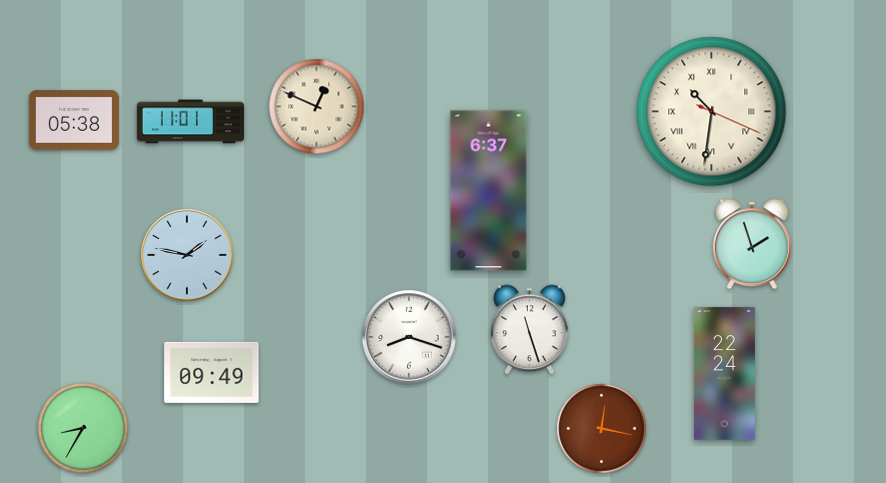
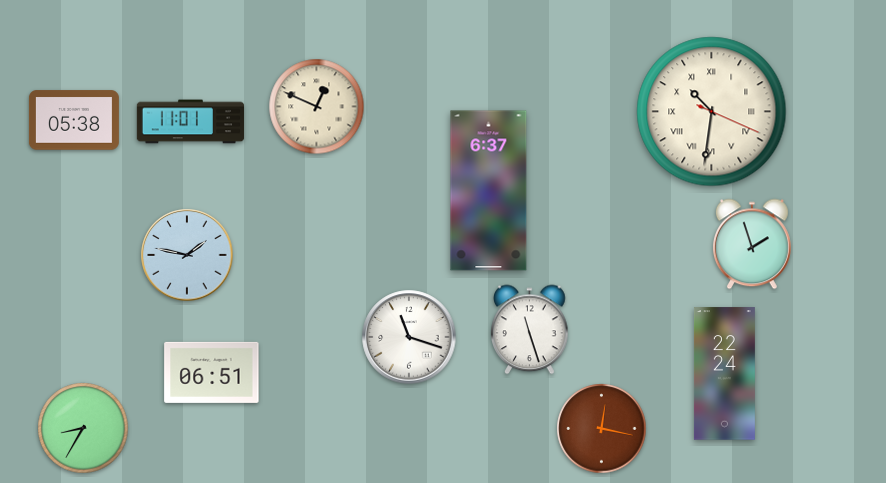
clock at (409, 337): 8:18 -> 11:18
clock at (212, 372): 09:49 -> 06:51
